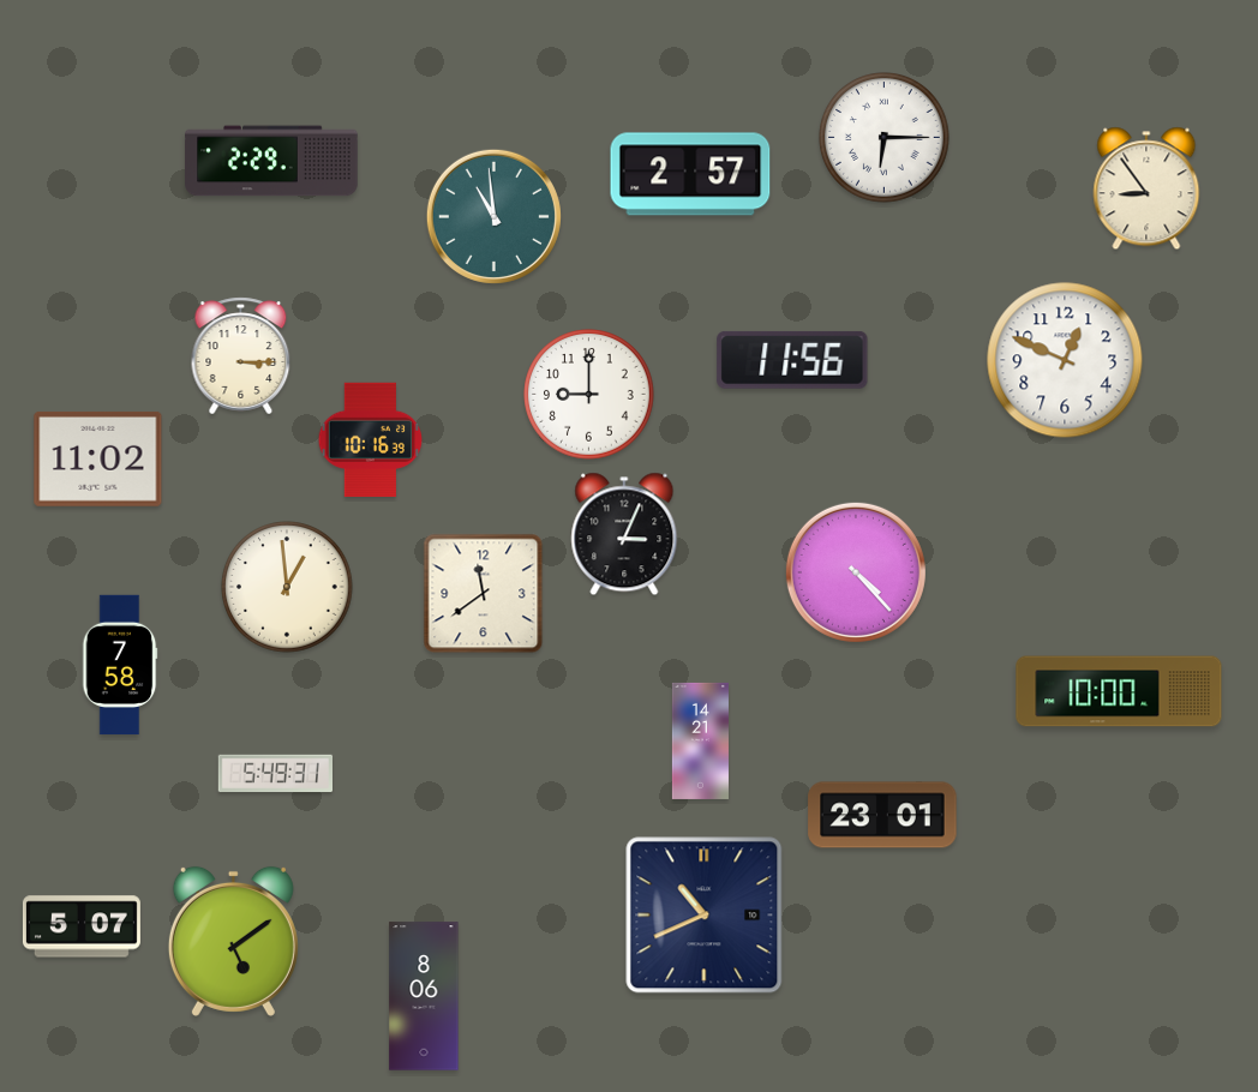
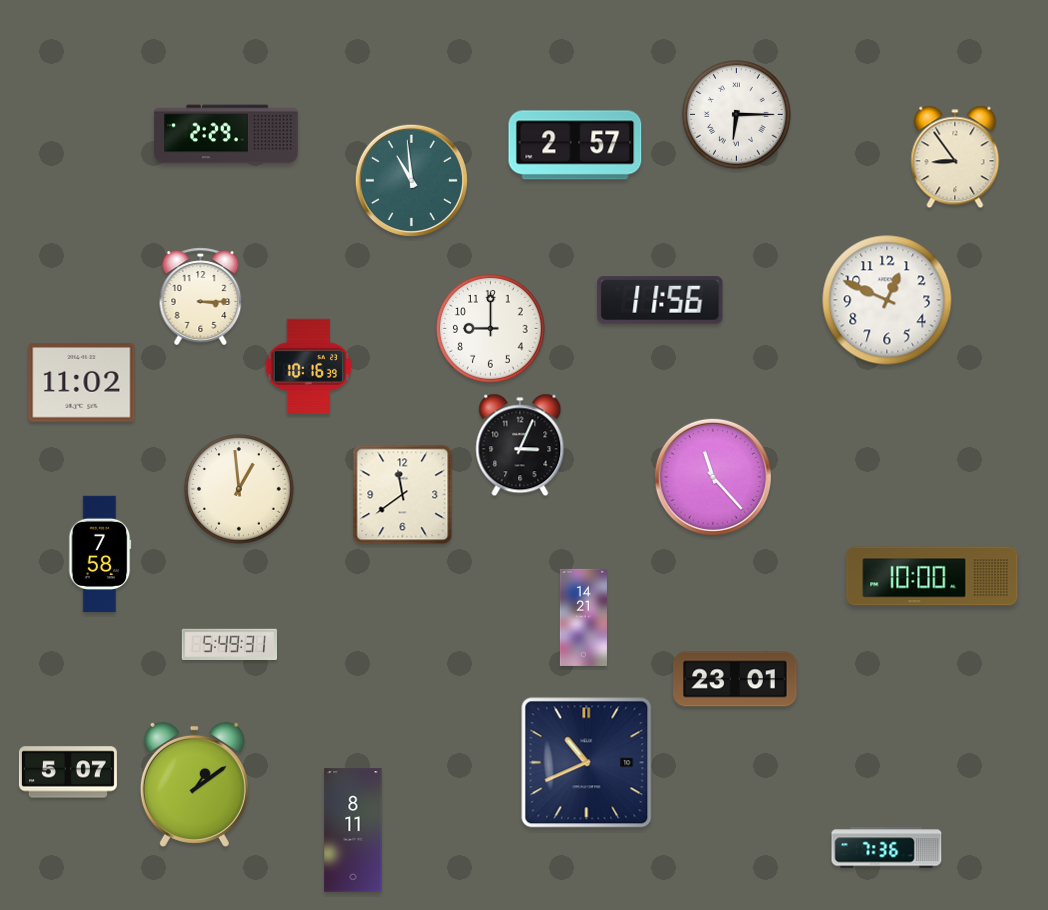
clock at (856, 572): 4:23 -> 11:23
clock at (233, 941): 5:09 -> 1:09
clock at (424, 996): 8:06 -> 8:11
clock at (887, 848): none -> 7:36
